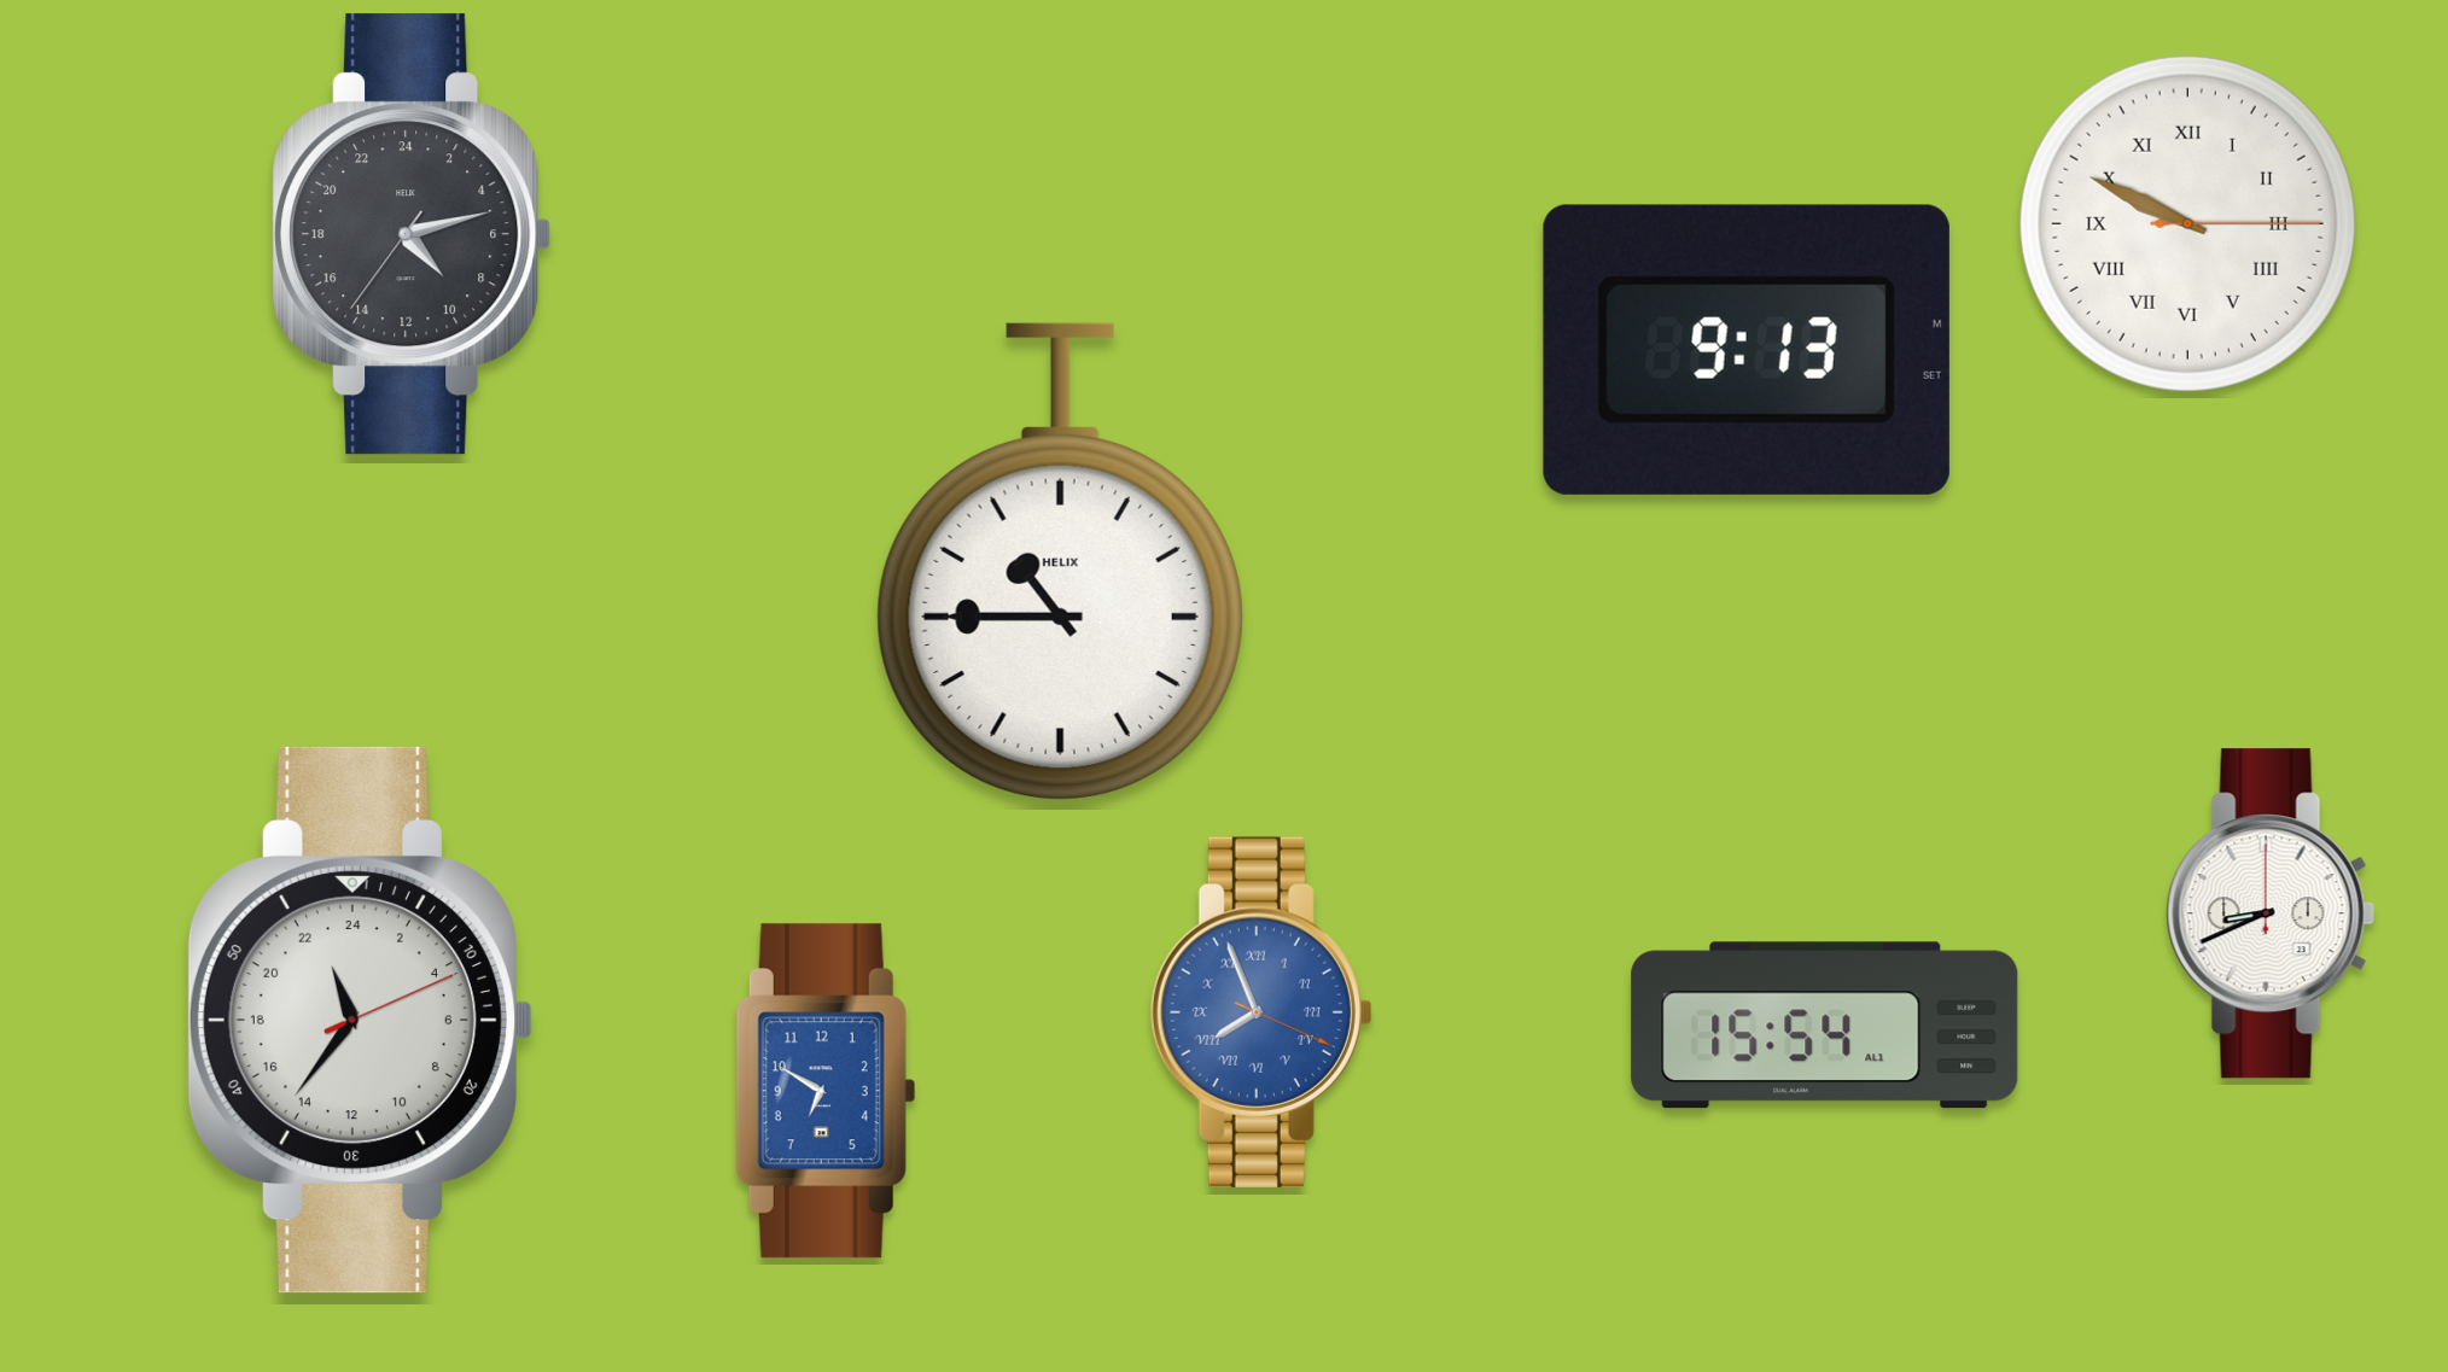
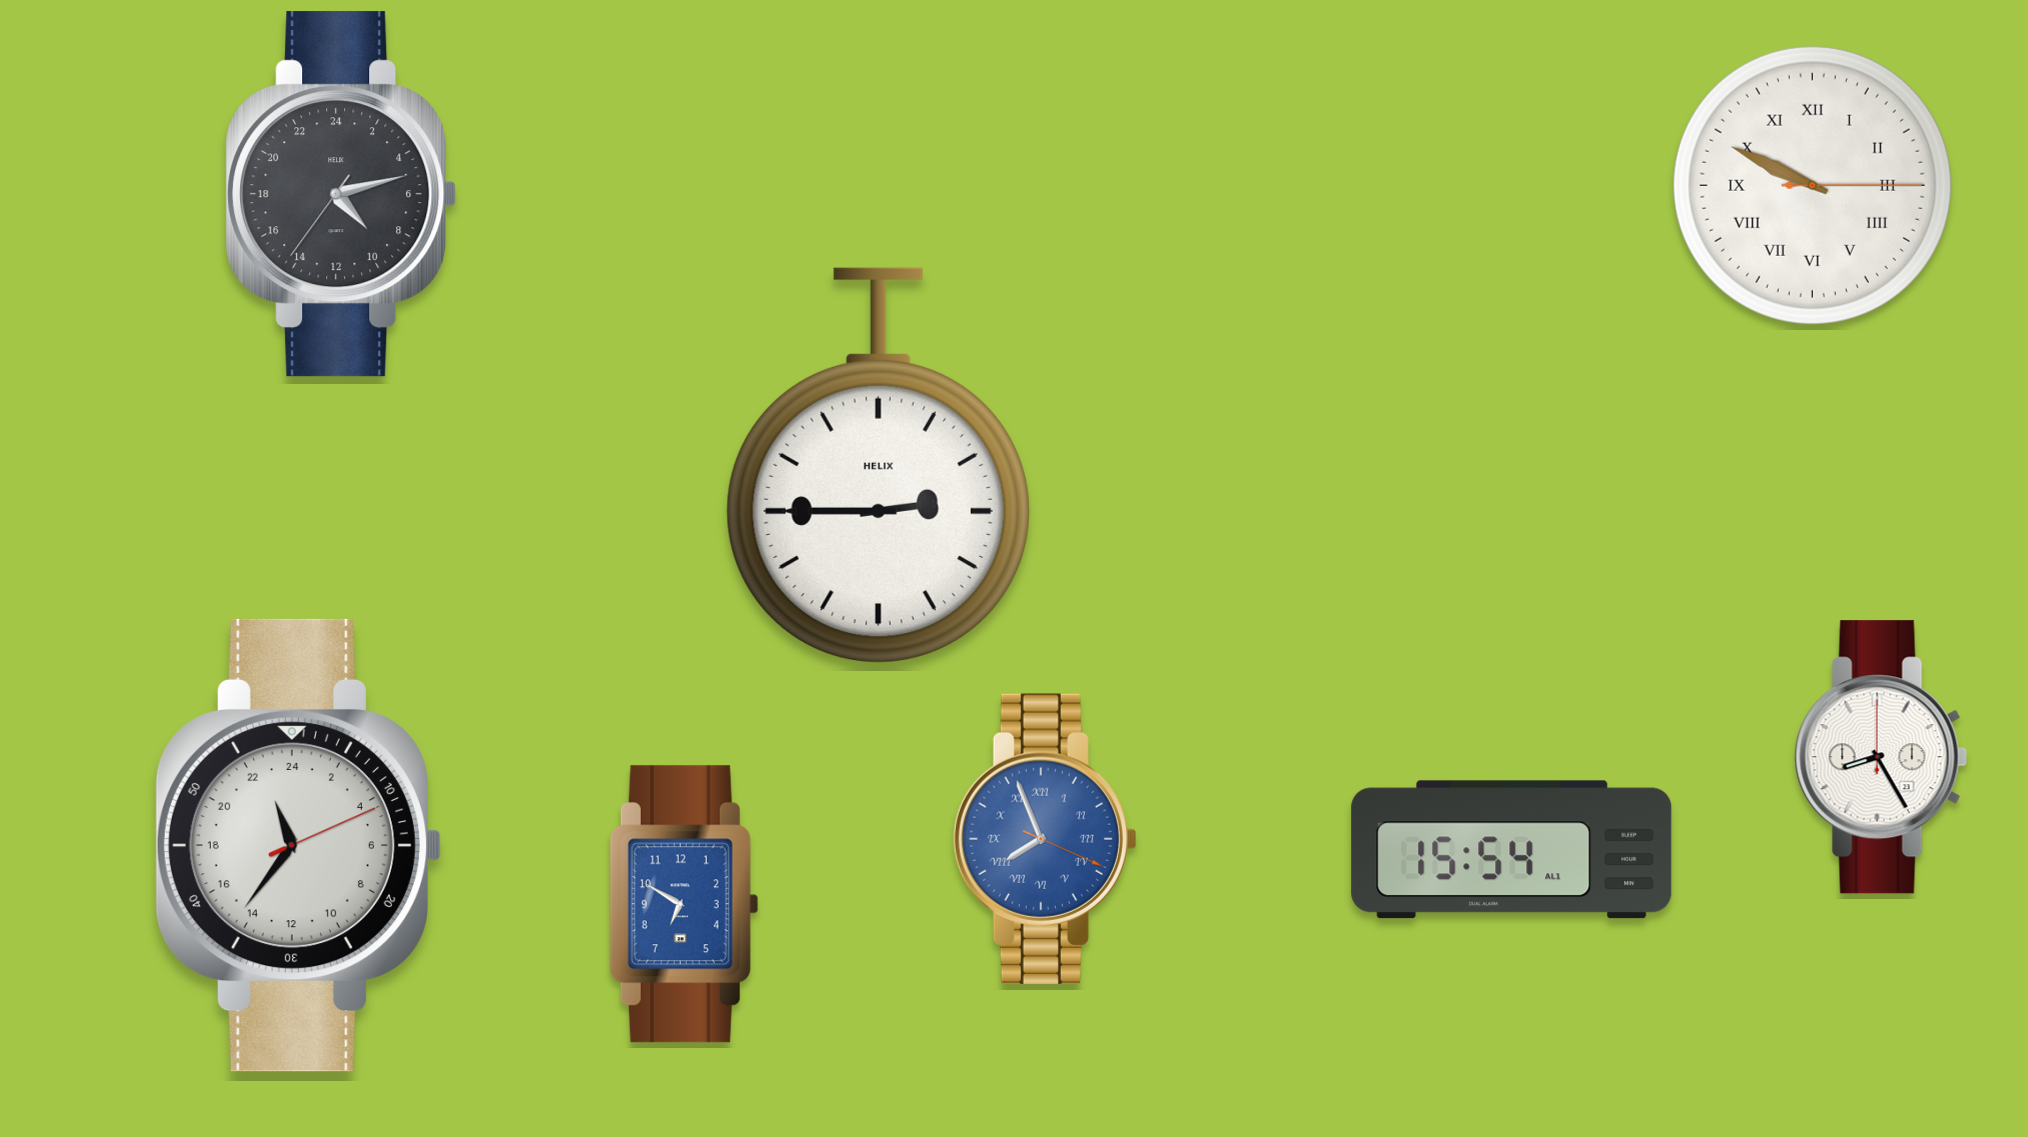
clock at (1747, 350): 9:13 -> none
clock at (1060, 562): 10:45 -> 2:45
clock at (2271, 913): 8:41 -> 8:25
